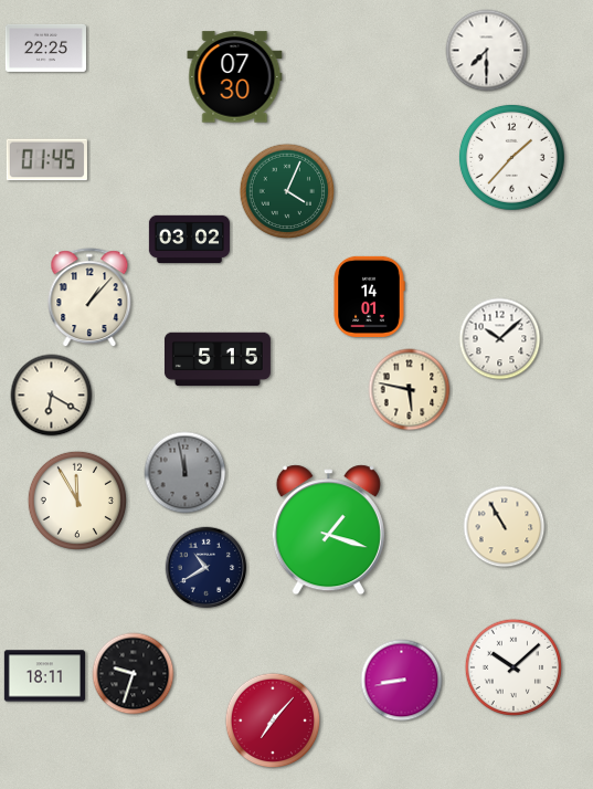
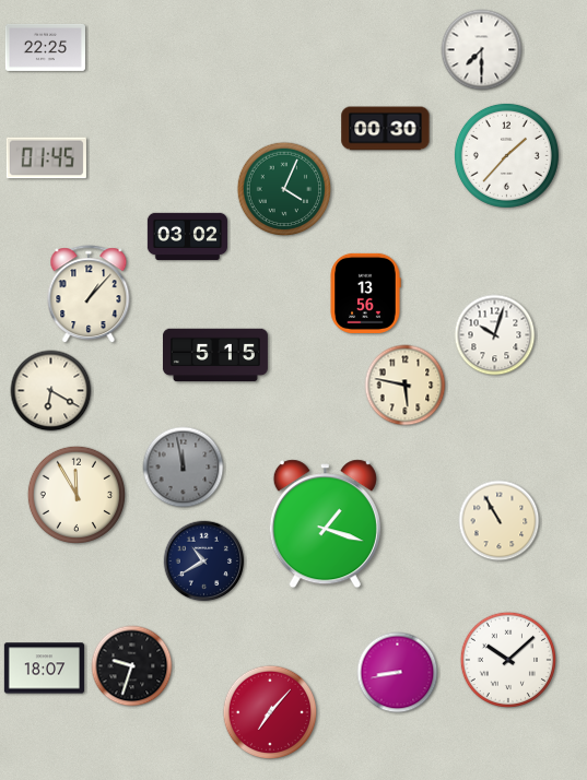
clock at (235, 77): 07:30 -> none
clock at (386, 129): none -> 00:30
clock at (369, 296): 14:01 -> 13:56
clock at (500, 339): 10:08 -> 10:03
clock at (44, 676): 18:11 -> 18:07
